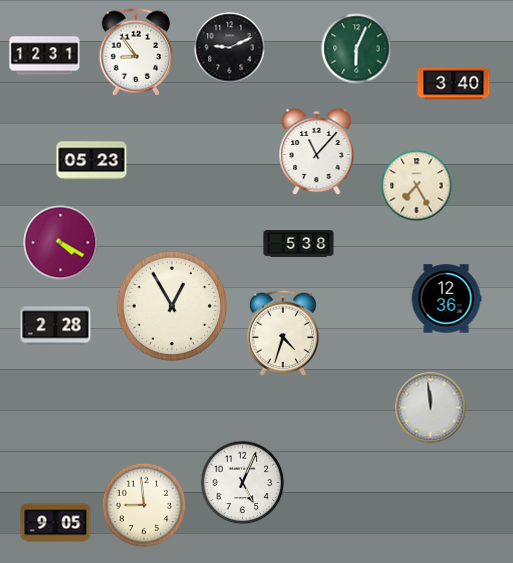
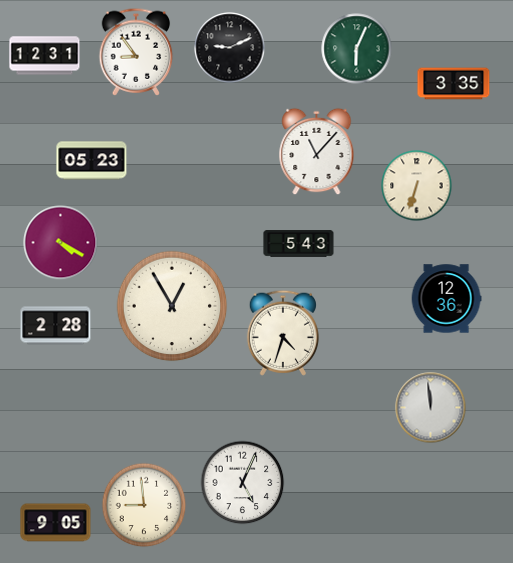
clock at (454, 84): 3:40 -> 3:35
clock at (417, 186): 7:25 -> 6:33
clock at (299, 244): 5:38 -> 5:43
